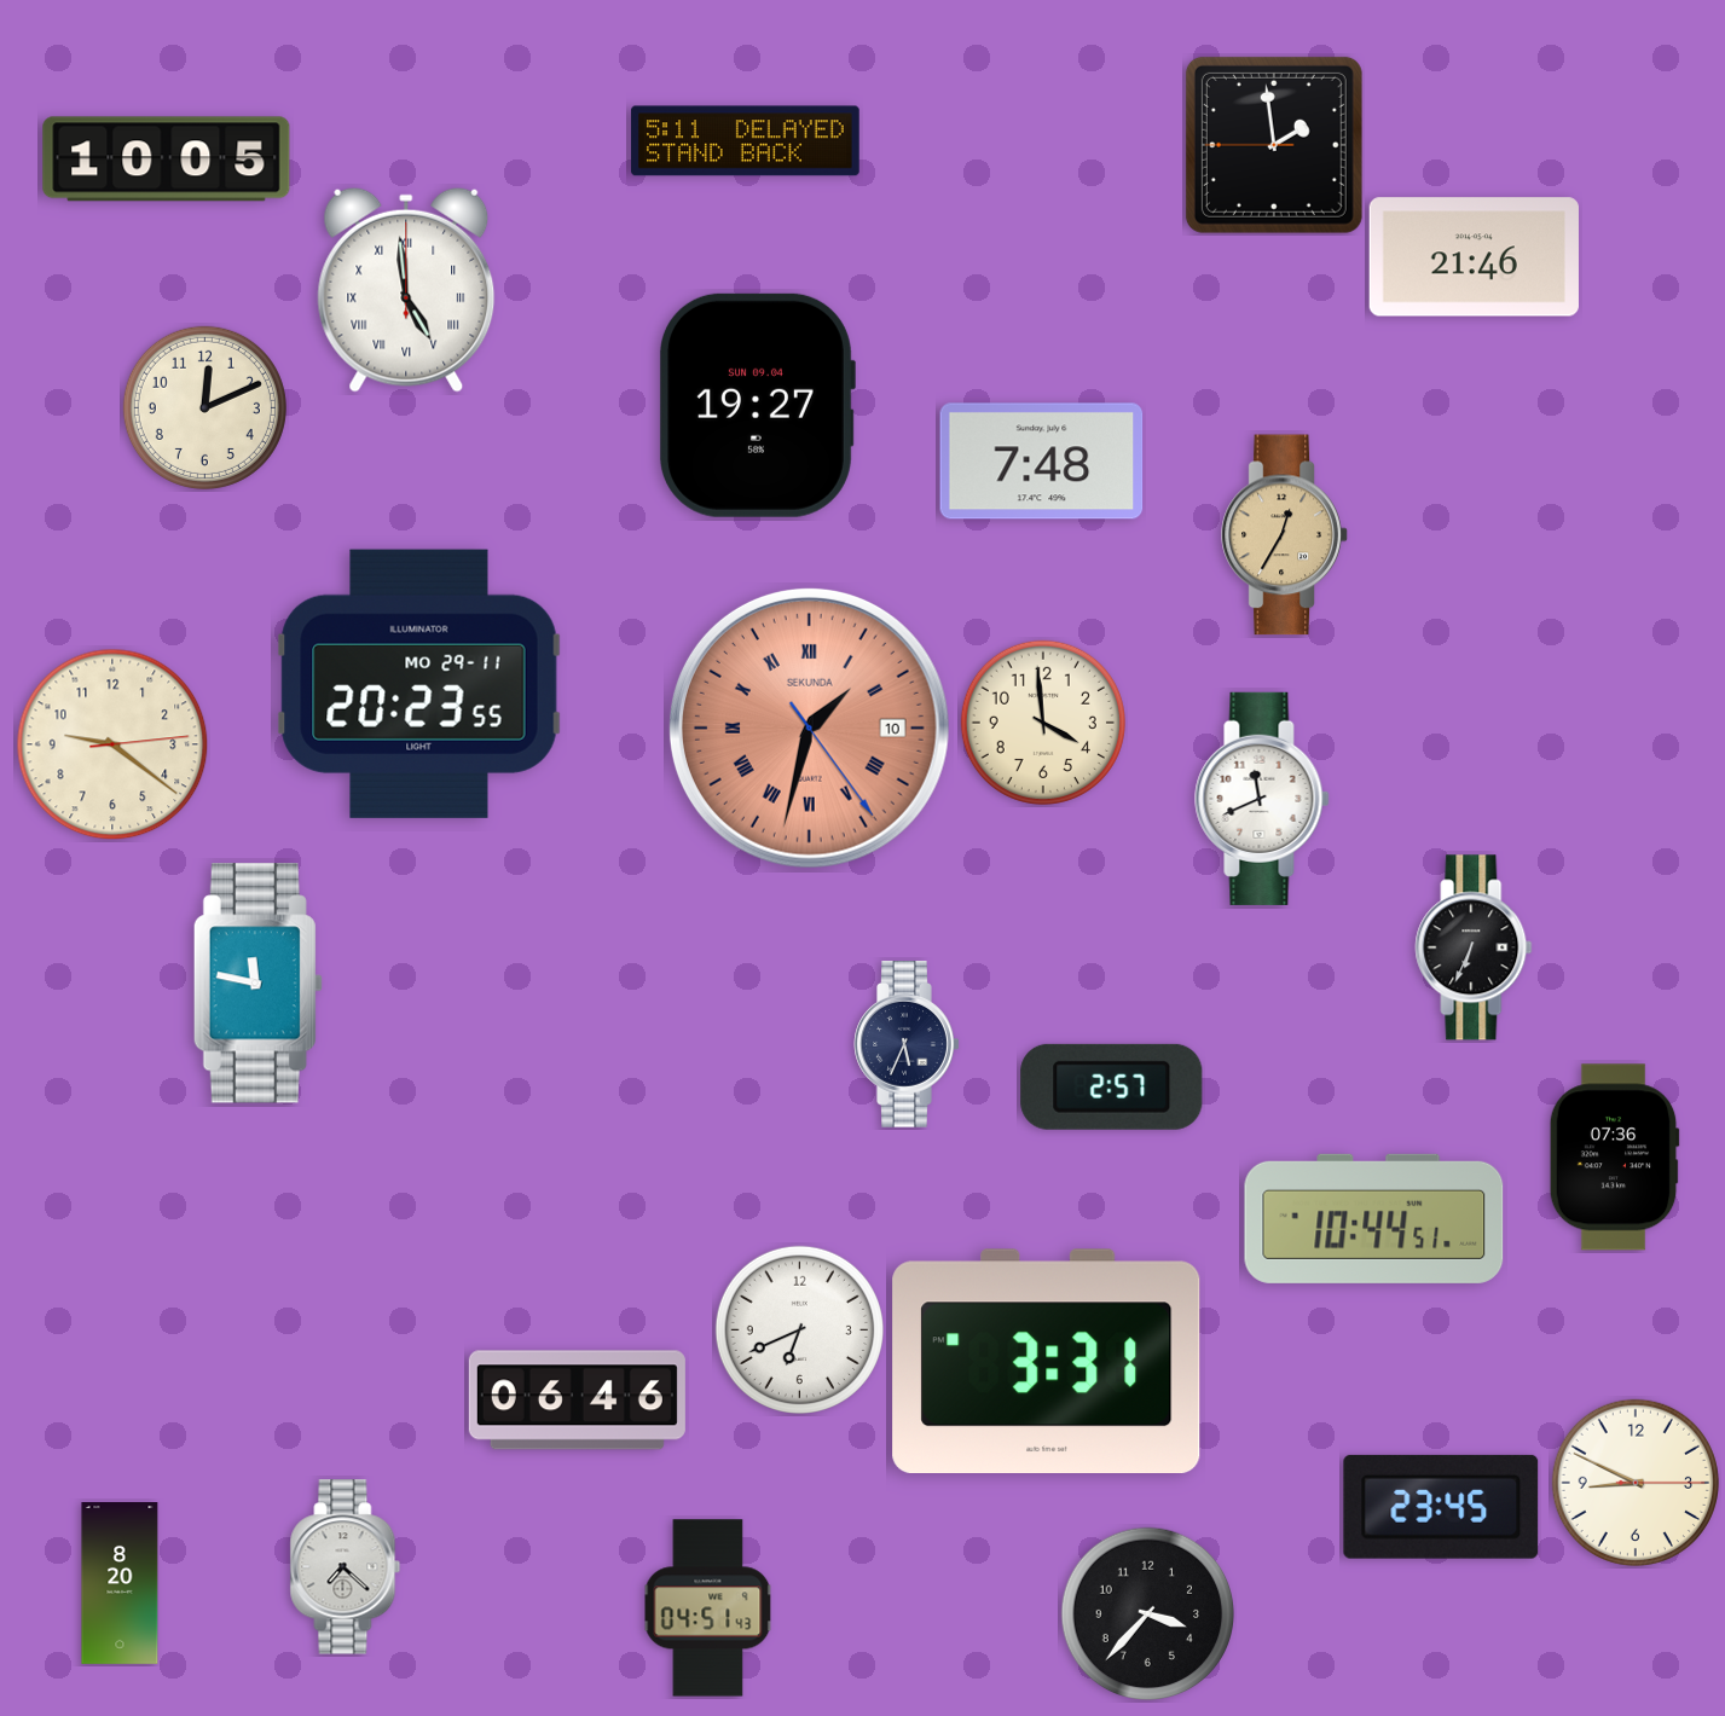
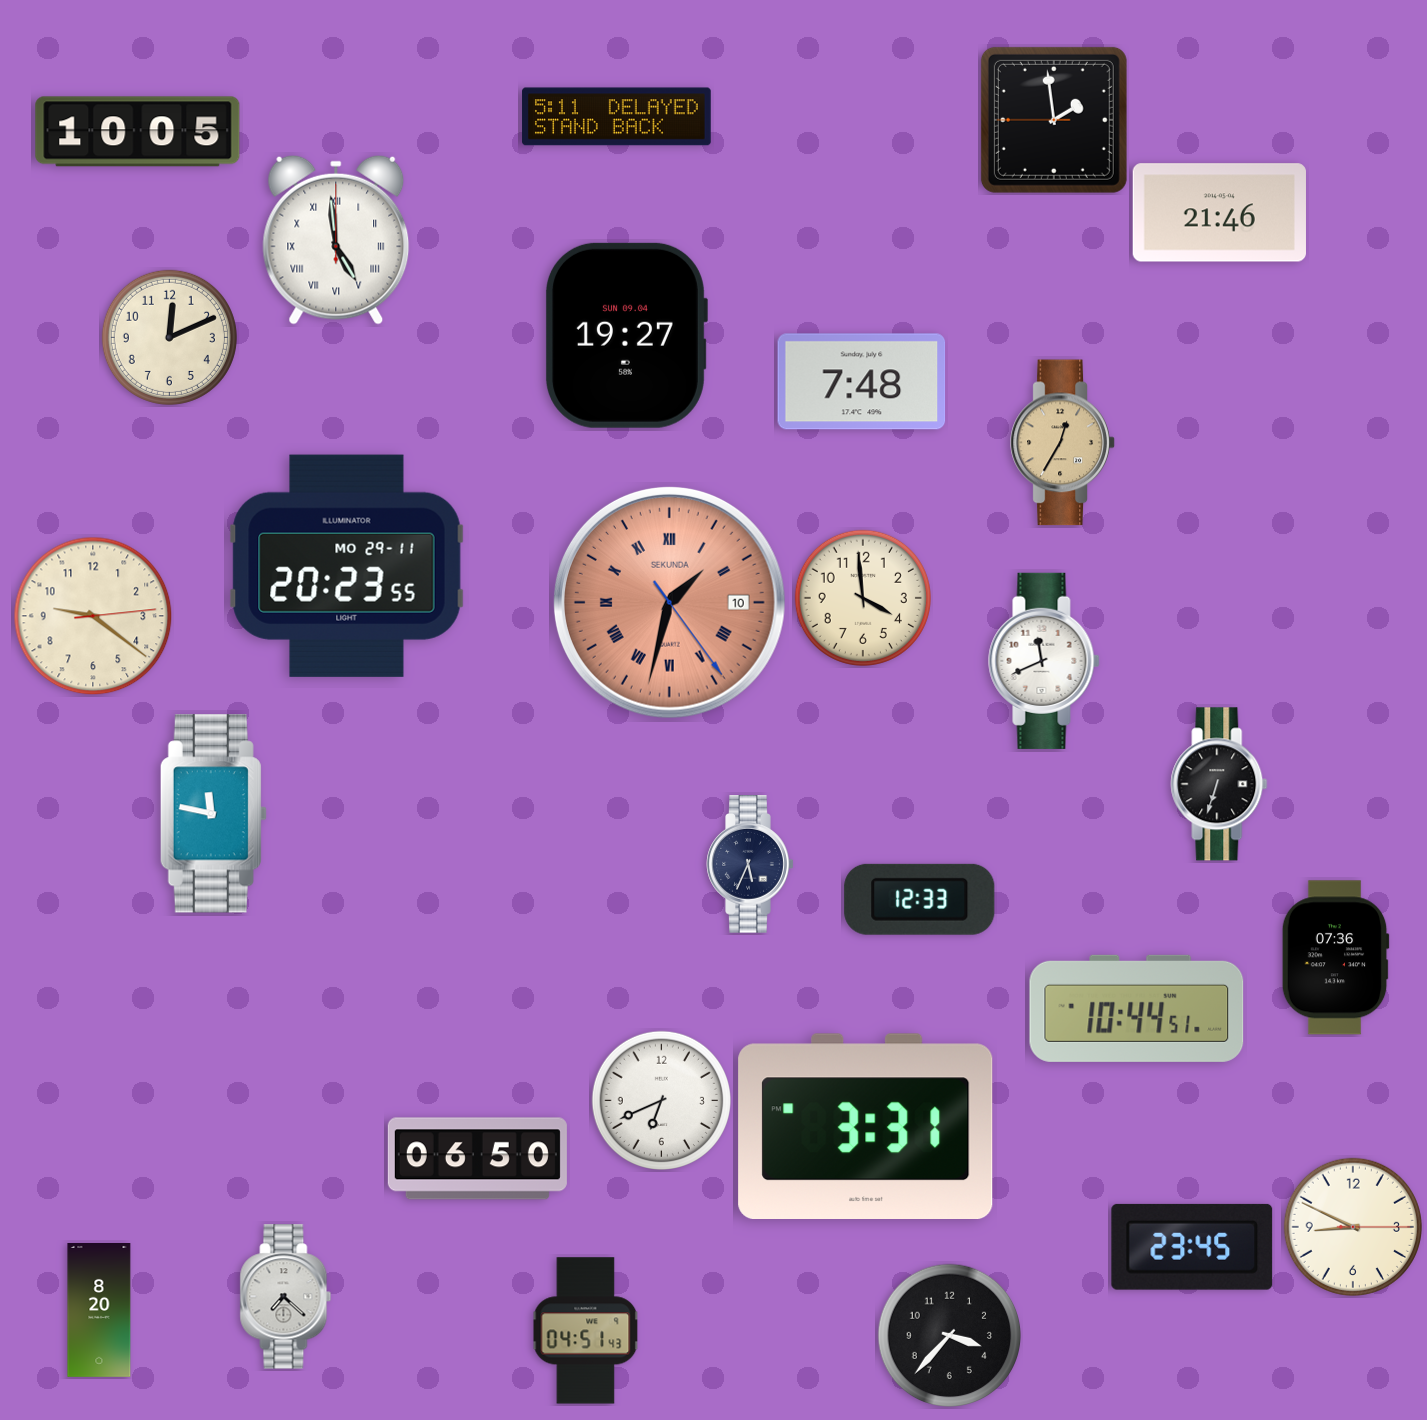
clock at (1474, 947): 6:34 -> 6:33
clock at (1112, 1086): 2:57 -> 12:33
clock at (577, 1401): 06:46 -> 06:50
